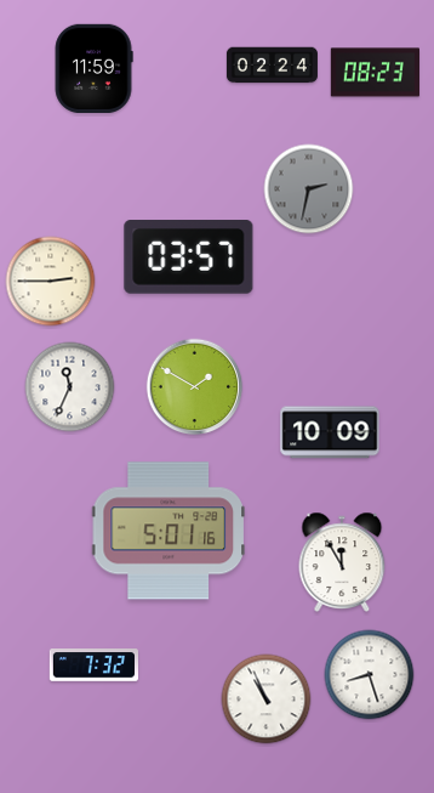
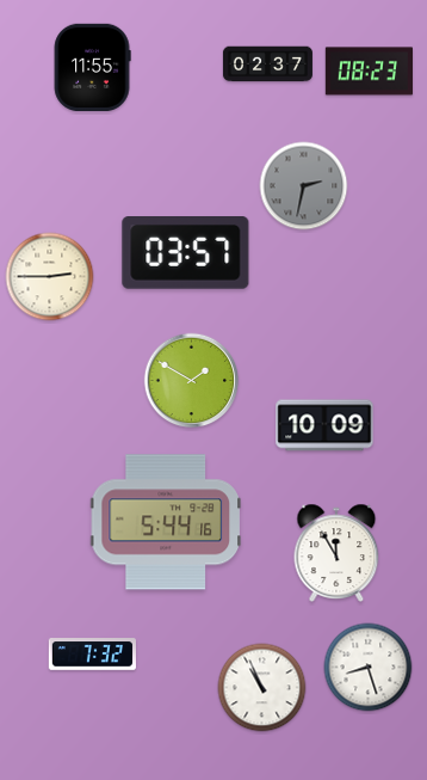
clock at (272, 66): 02:24 -> 02:37
clock at (93, 68): 11:59 -> 11:55
clock at (70, 387): 11:34 -> none
clock at (167, 531): 5:01 -> 5:44
clock at (370, 675) position: (370, 675) -> (369, 668)
